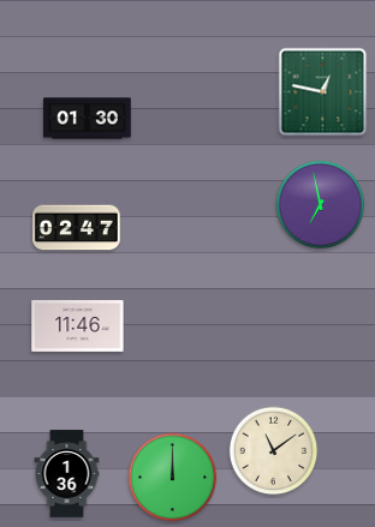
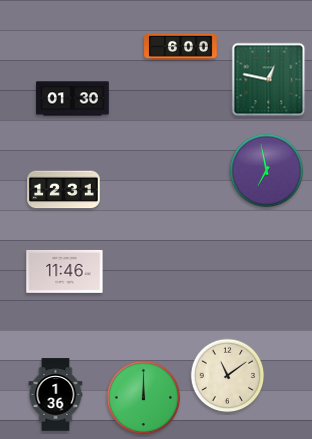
clock at (181, 46): none -> 6:00
clock at (323, 92) position: (323, 92) -> (269, 80)
clock at (77, 228): 02:47 -> 12:31
